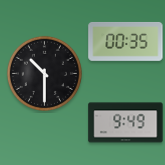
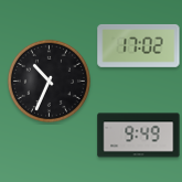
clock at (126, 41): 00:35 -> 17:02
clock at (44, 73): 10:30 -> 10:34
